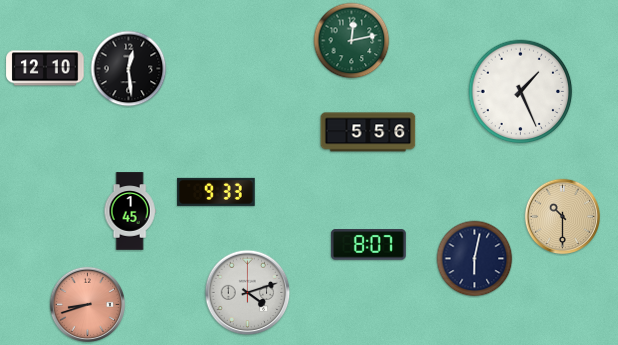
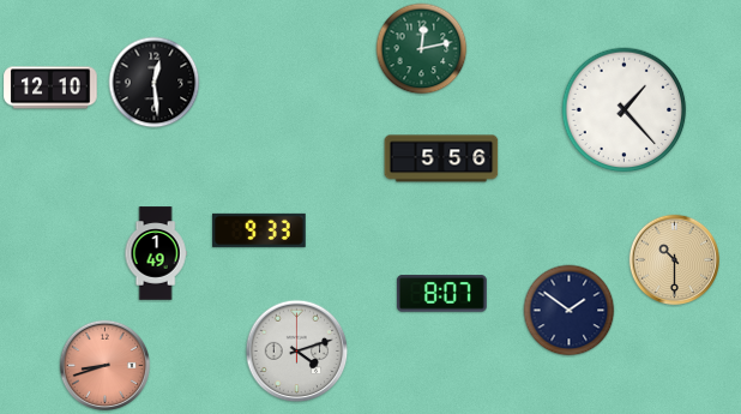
clock at (45, 68) position: (45, 68) -> (50, 88)
clock at (521, 92): 1:26 -> 1:23
clock at (130, 211): 1:45 -> 1:49
clock at (475, 259): 6:02 -> 1:51
